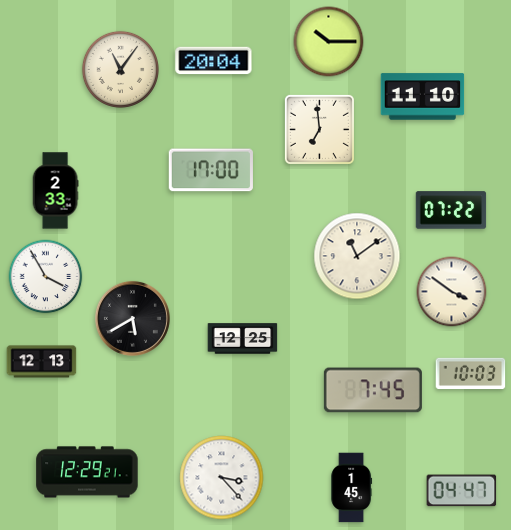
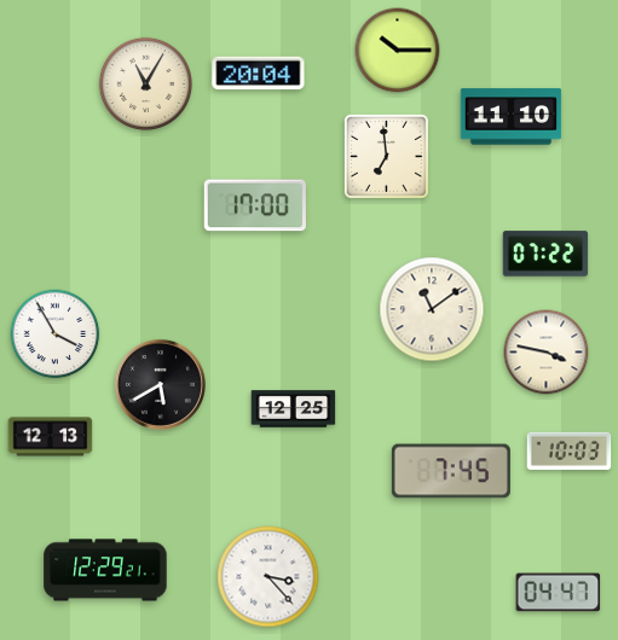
clock at (120, 69): 11:06 -> 11:05
clock at (55, 191): 2:33 -> none
clock at (452, 292): 3:51 -> 3:47
clock at (352, 488): 1:45 -> none
